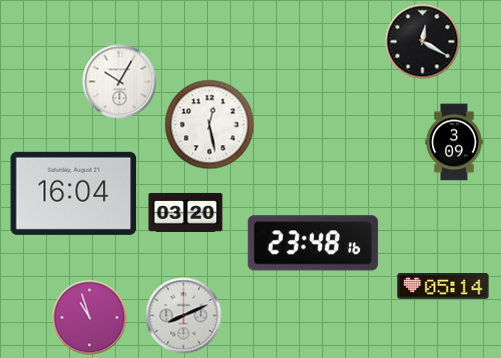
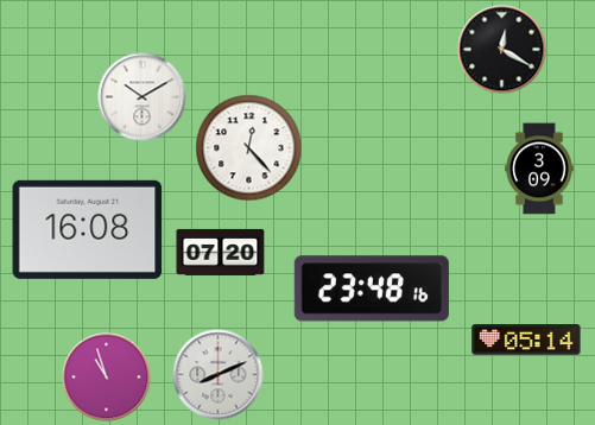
clock at (120, 82): 10:05 -> 10:10
clock at (210, 125): 12:28 -> 12:23
clock at (74, 193): 16:04 -> 16:08
clock at (186, 212): 03:20 -> 07:20
